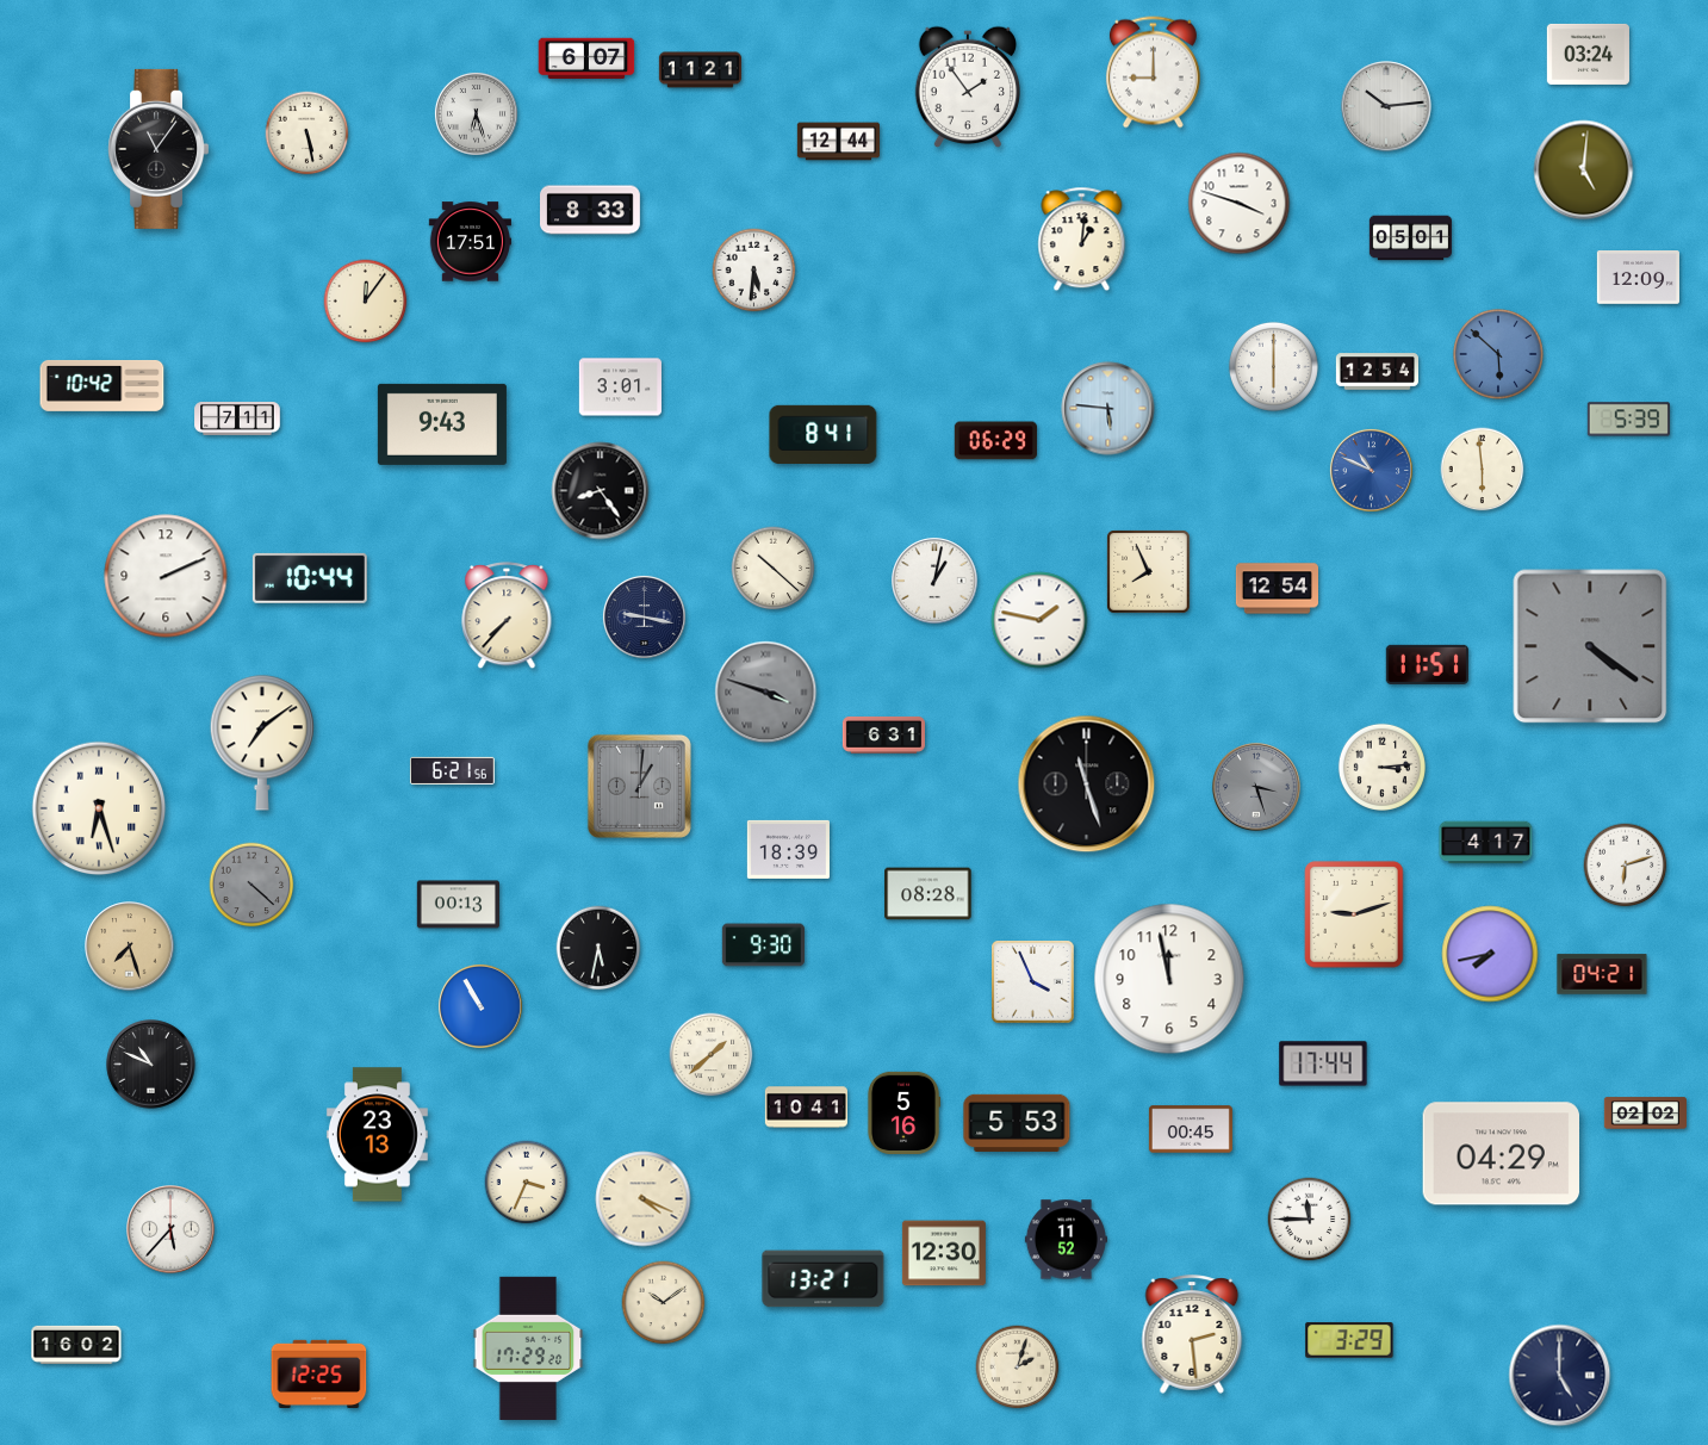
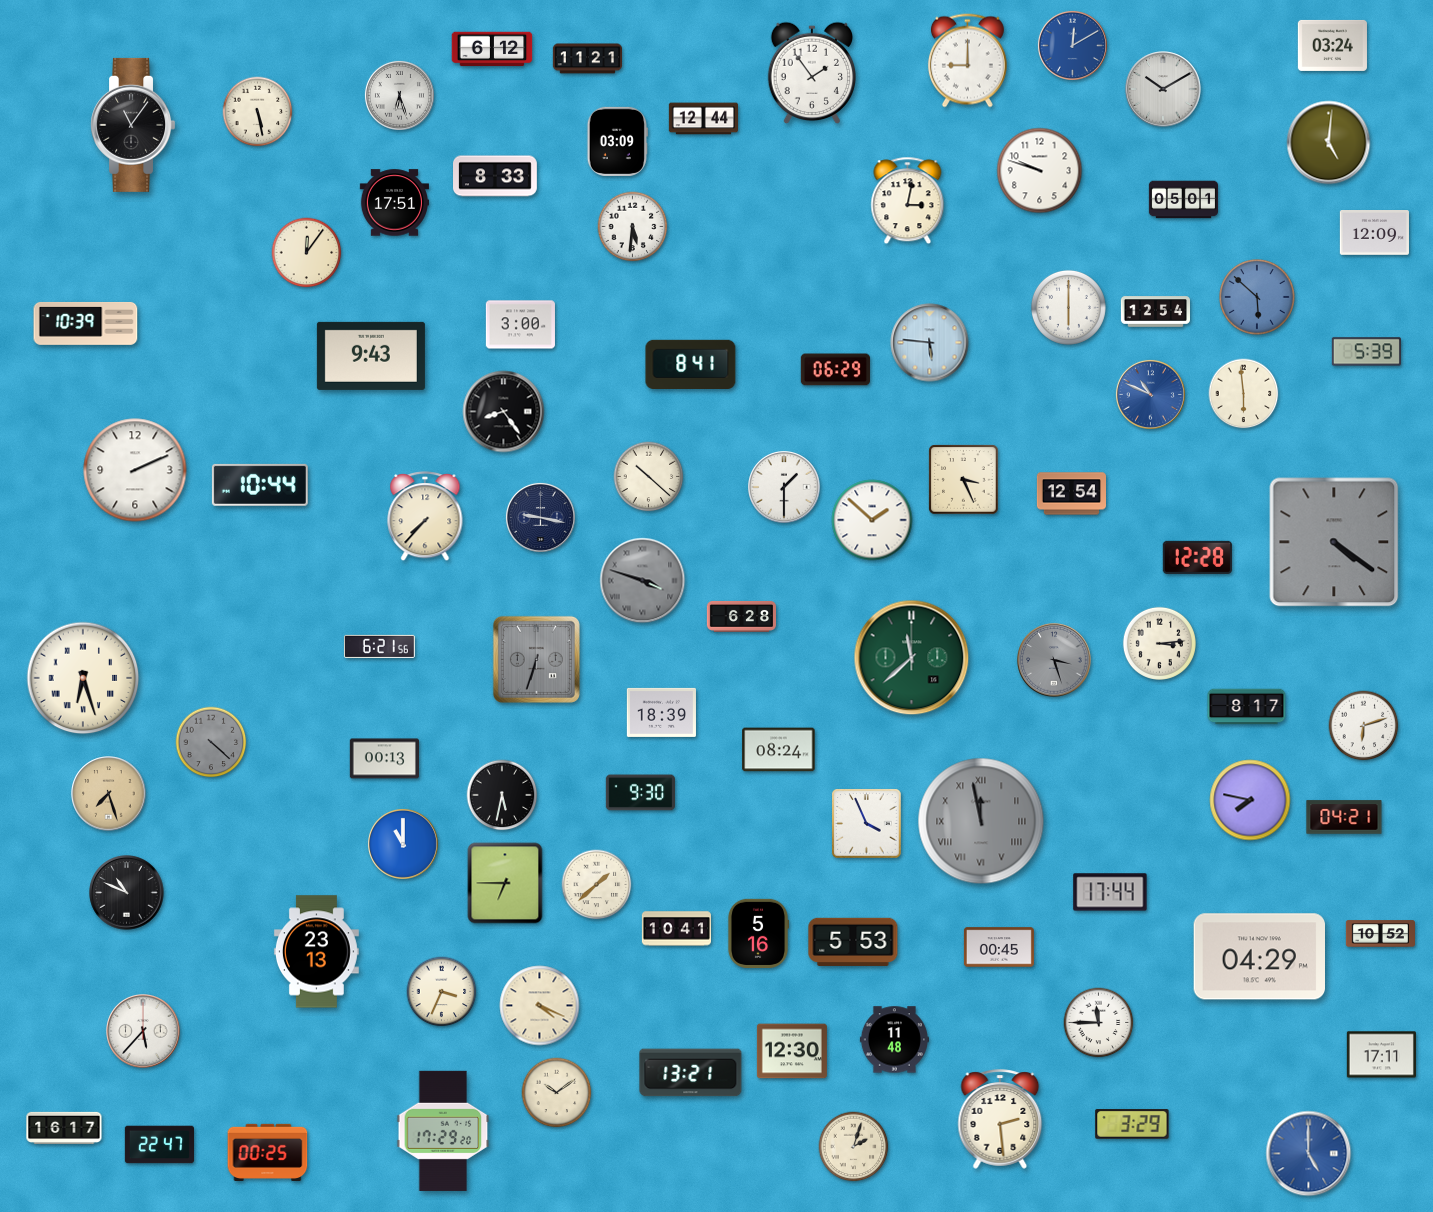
clock at (1072, 45): none -> 12:10
clock at (586, 58): 6:07 -> 6:12
clock at (1386, 106): 10:14 -> 10:10
clock at (617, 141): none -> 03:09
clock at (1240, 204): 3:48 -> 9:48
clock at (1082, 240): 1:01 -> 3:02
clock at (103, 385): 10:42 -> 10:39
clock at (620, 387): 3:01 -> 3:00
clock at (237, 420): 7:11 -> none
clock at (1149, 572): 7:56 -> 3:26
clock at (166, 576) position: (166, 576) -> (135, 470)
clock at (936, 582): 1:02 -> 1:30
clock at (1039, 620): 1:47 -> 1:52
clock at (1427, 664): 11:51 -> 12:28
clock at (883, 734): 6:31 -> 6:28
clock at (262, 743): 7:09 -> none
clock at (1087, 784): 11:27 -> 11:38
clock at (1087, 784) dial: black -> green
clock at (639, 786): 1:01 -> 6:33
clock at (1486, 843): 4:17 -> 8:17
clock at (928, 894): 08:28 -> 08:24
clock at (1354, 914): 9:12 -> none
clock at (1490, 954): 7:43 -> 7:47
clock at (1169, 979) dial: white -> grey
clock at (1169, 979) numerals: Arabic -> Roman
clock at (480, 1006): 10:55 -> 11:00
clock at (505, 883): none -> 6:45
clock at (1645, 1114): 02:02 -> 10:52
clock at (1502, 1154) position: (1502, 1154) -> (1260, 957)
clock at (1066, 1240): 11:52 -> 11:48
clock at (1381, 1055): none -> 17:11
clock at (76, 1345): 16:02 -> 16:17
clock at (159, 1145): none -> 22:47
clock at (319, 1373): 12:25 -> 00:25
clock at (1560, 1376) dial: navy -> blue
